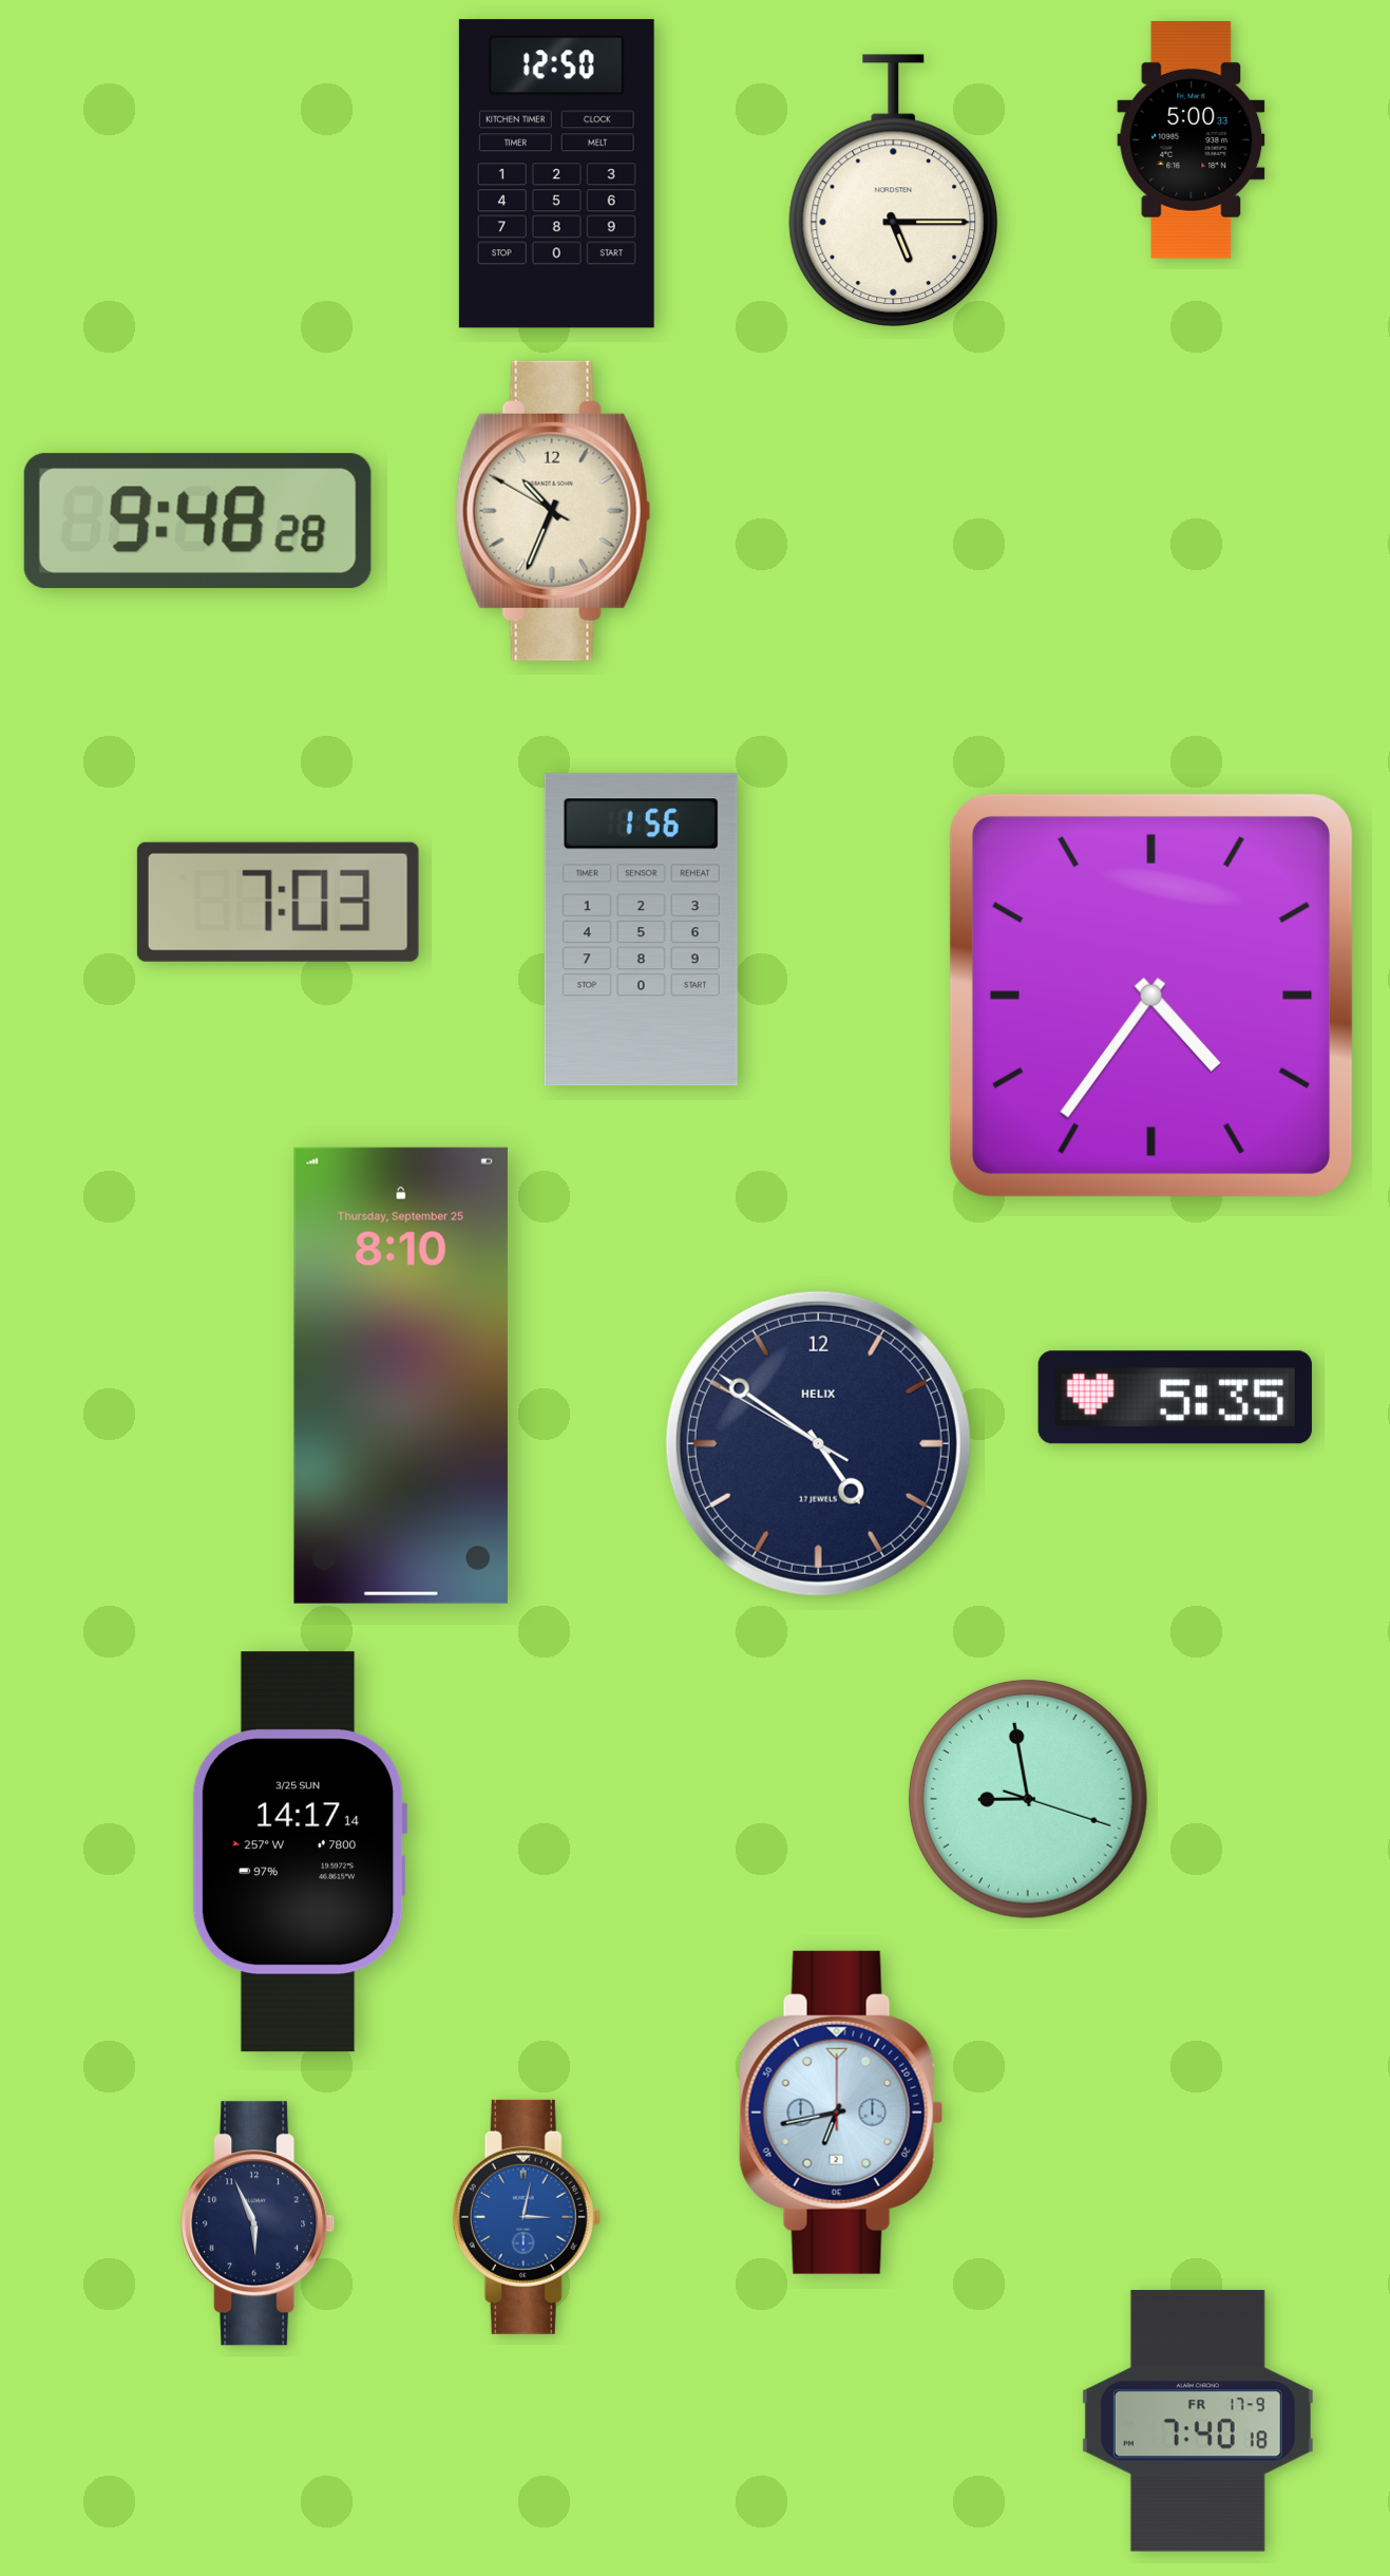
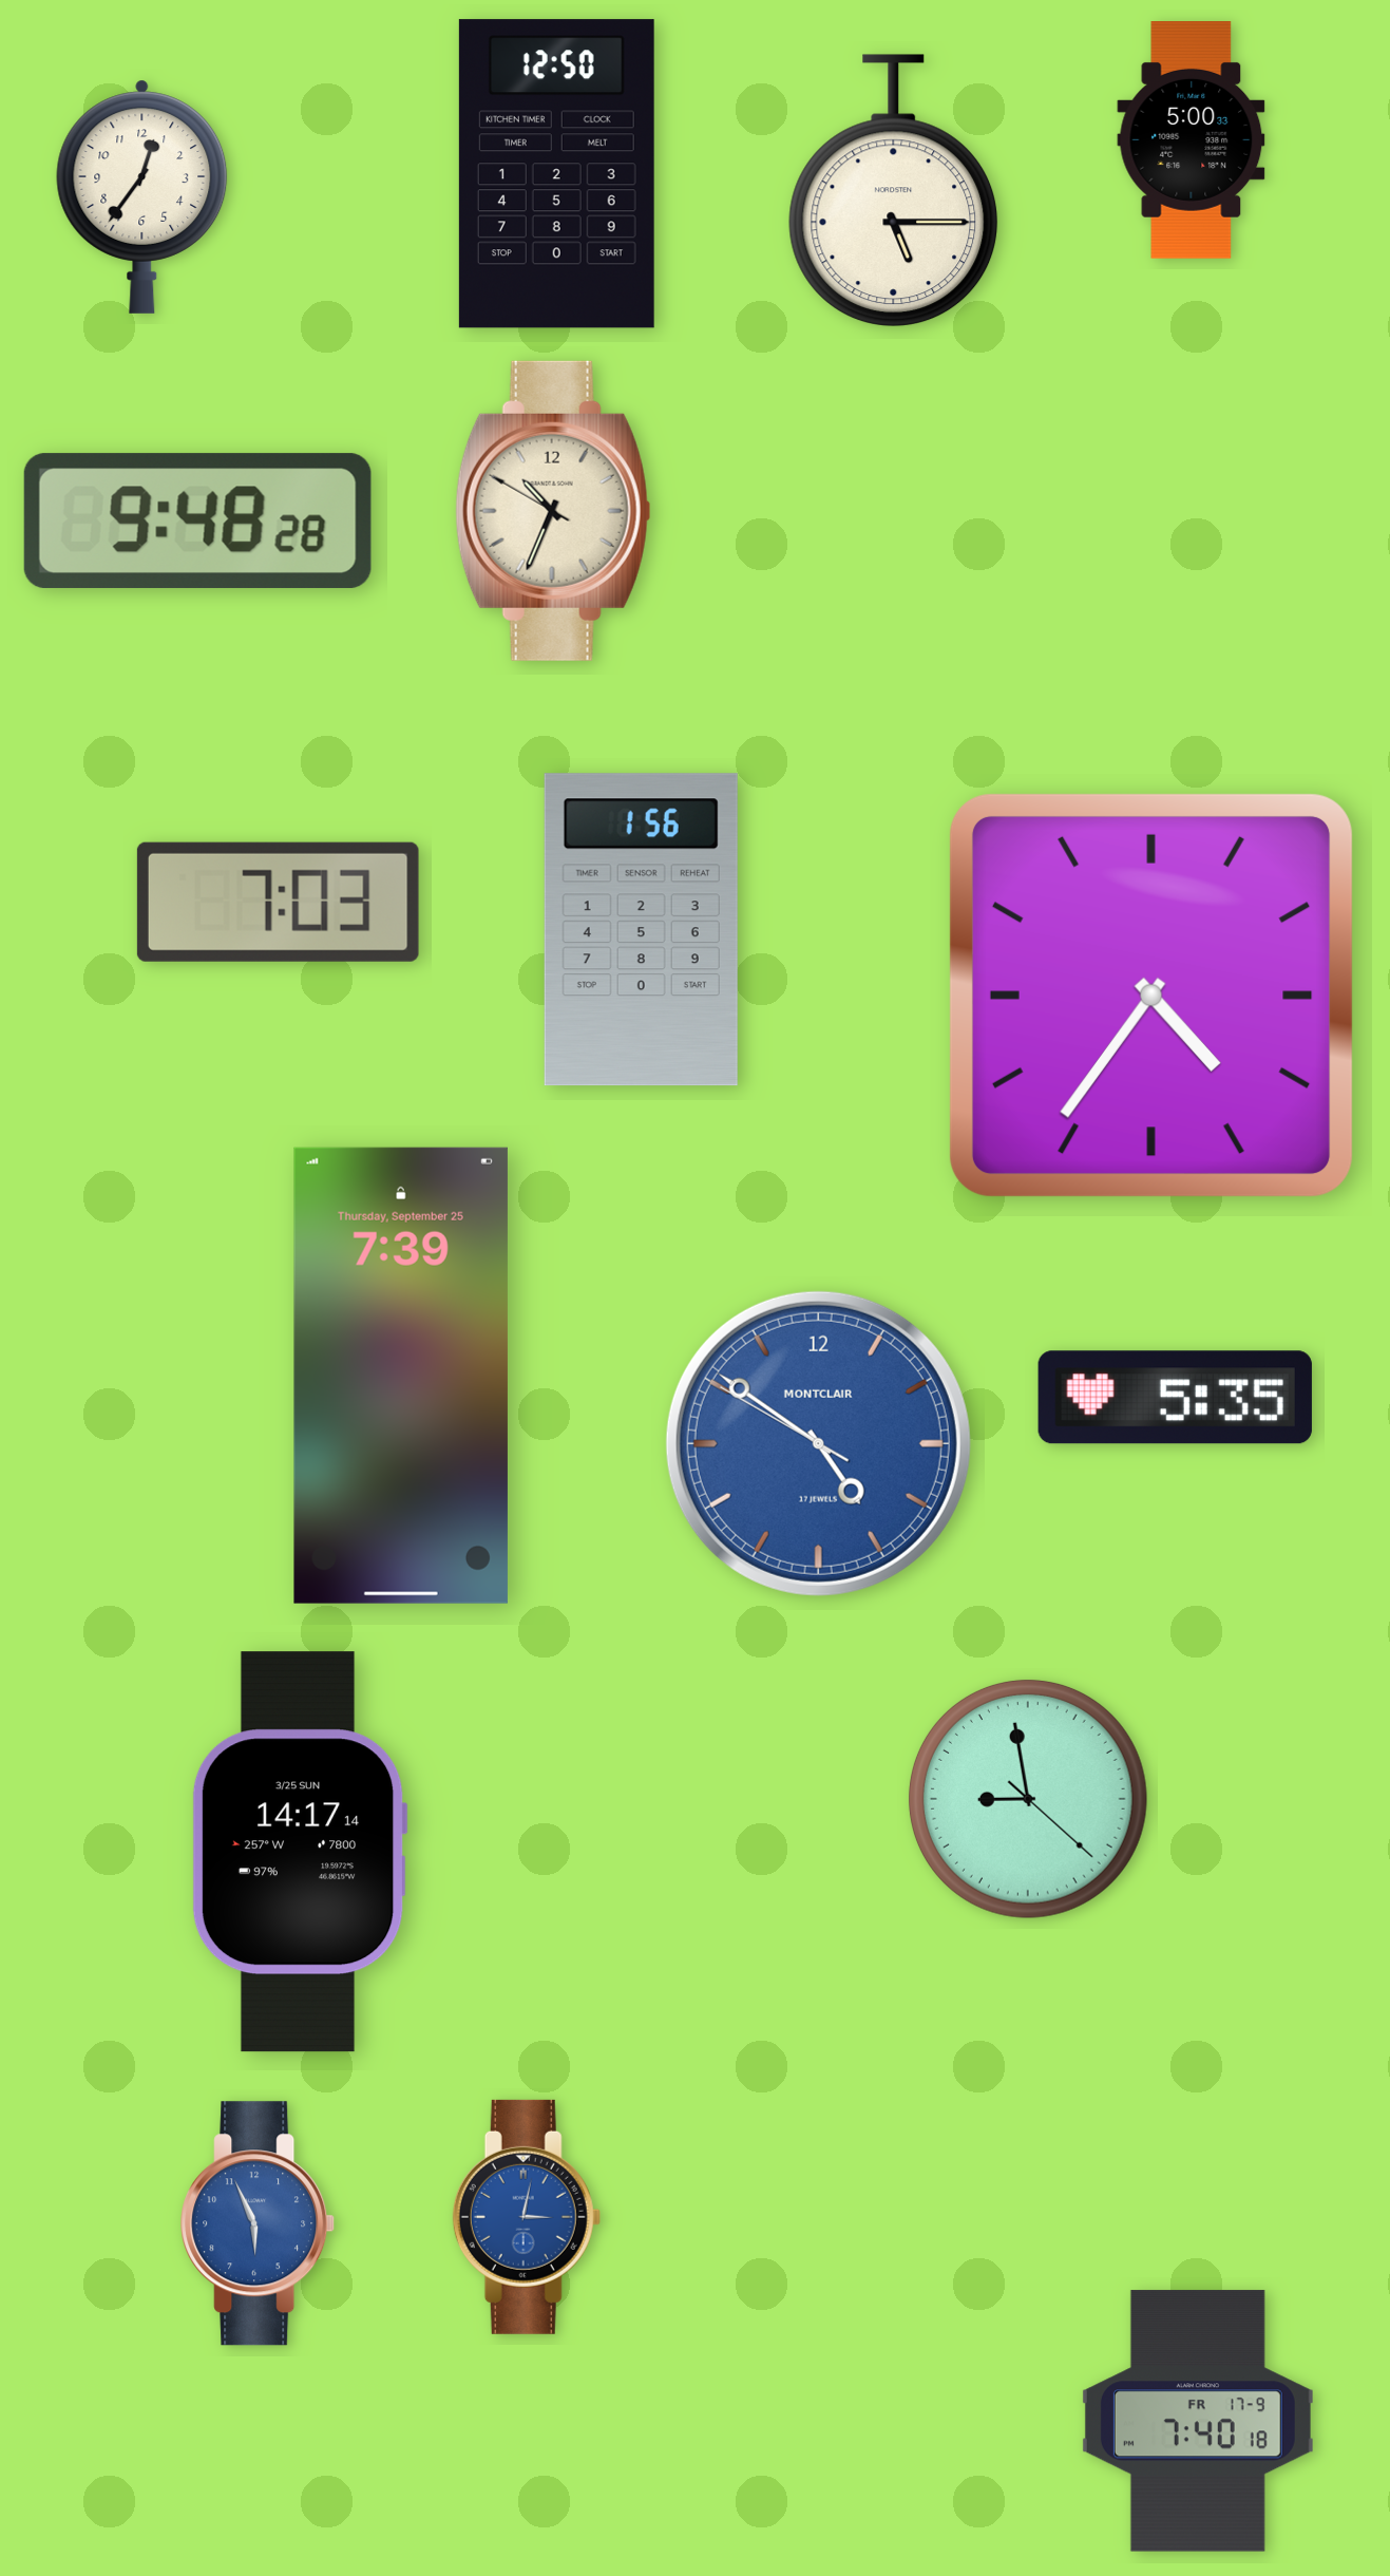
clock at (142, 196): none -> 12:36
clock at (401, 1376): 8:10 -> 7:39
clock at (818, 1443) dial: navy -> blue
clock at (818, 1443) brand: HELIX -> MONTCLAIR
clock at (1028, 1799): 8:58:18 -> 8:58:22
clock at (841, 2113): 6:43 -> none
clock at (259, 2223) dial: navy -> blue
